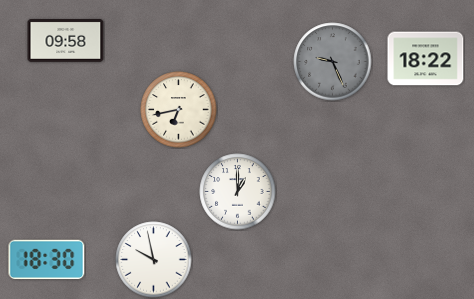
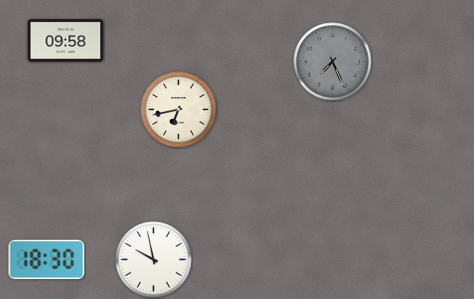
clock at (426, 59): 18:22 -> none
clock at (333, 62): 9:26 -> 7:26
clock at (238, 192): 1:00 -> none
